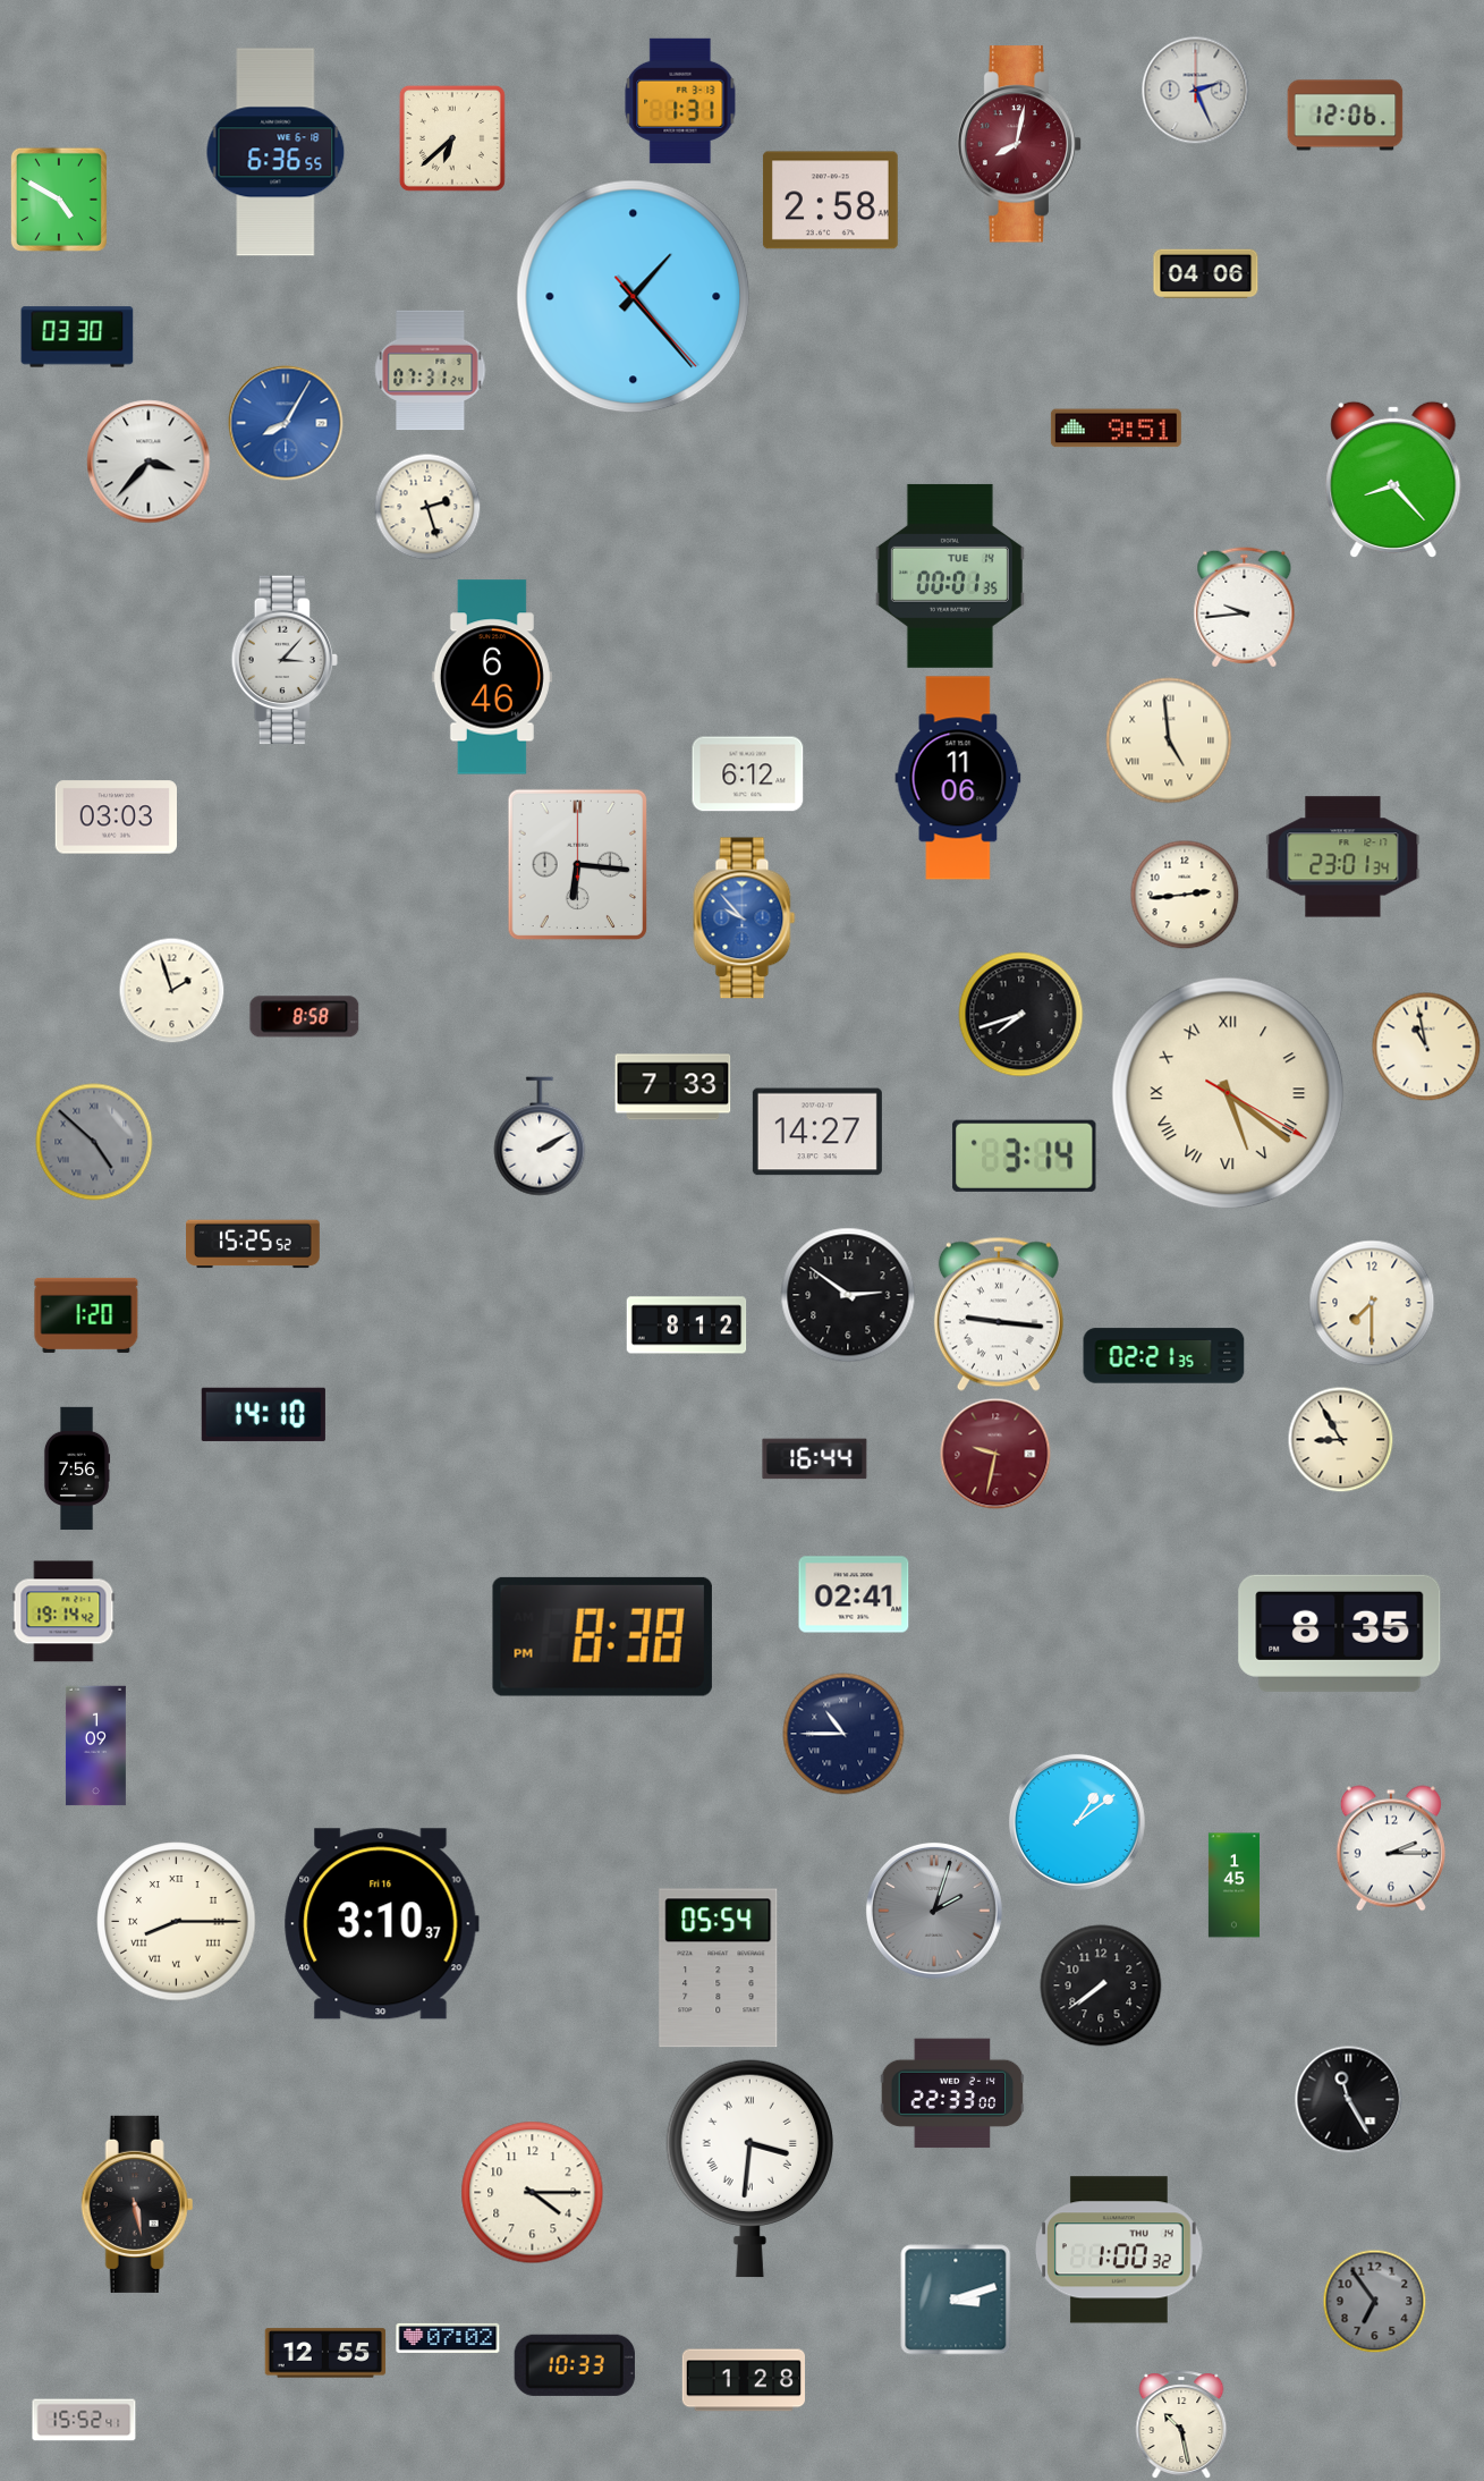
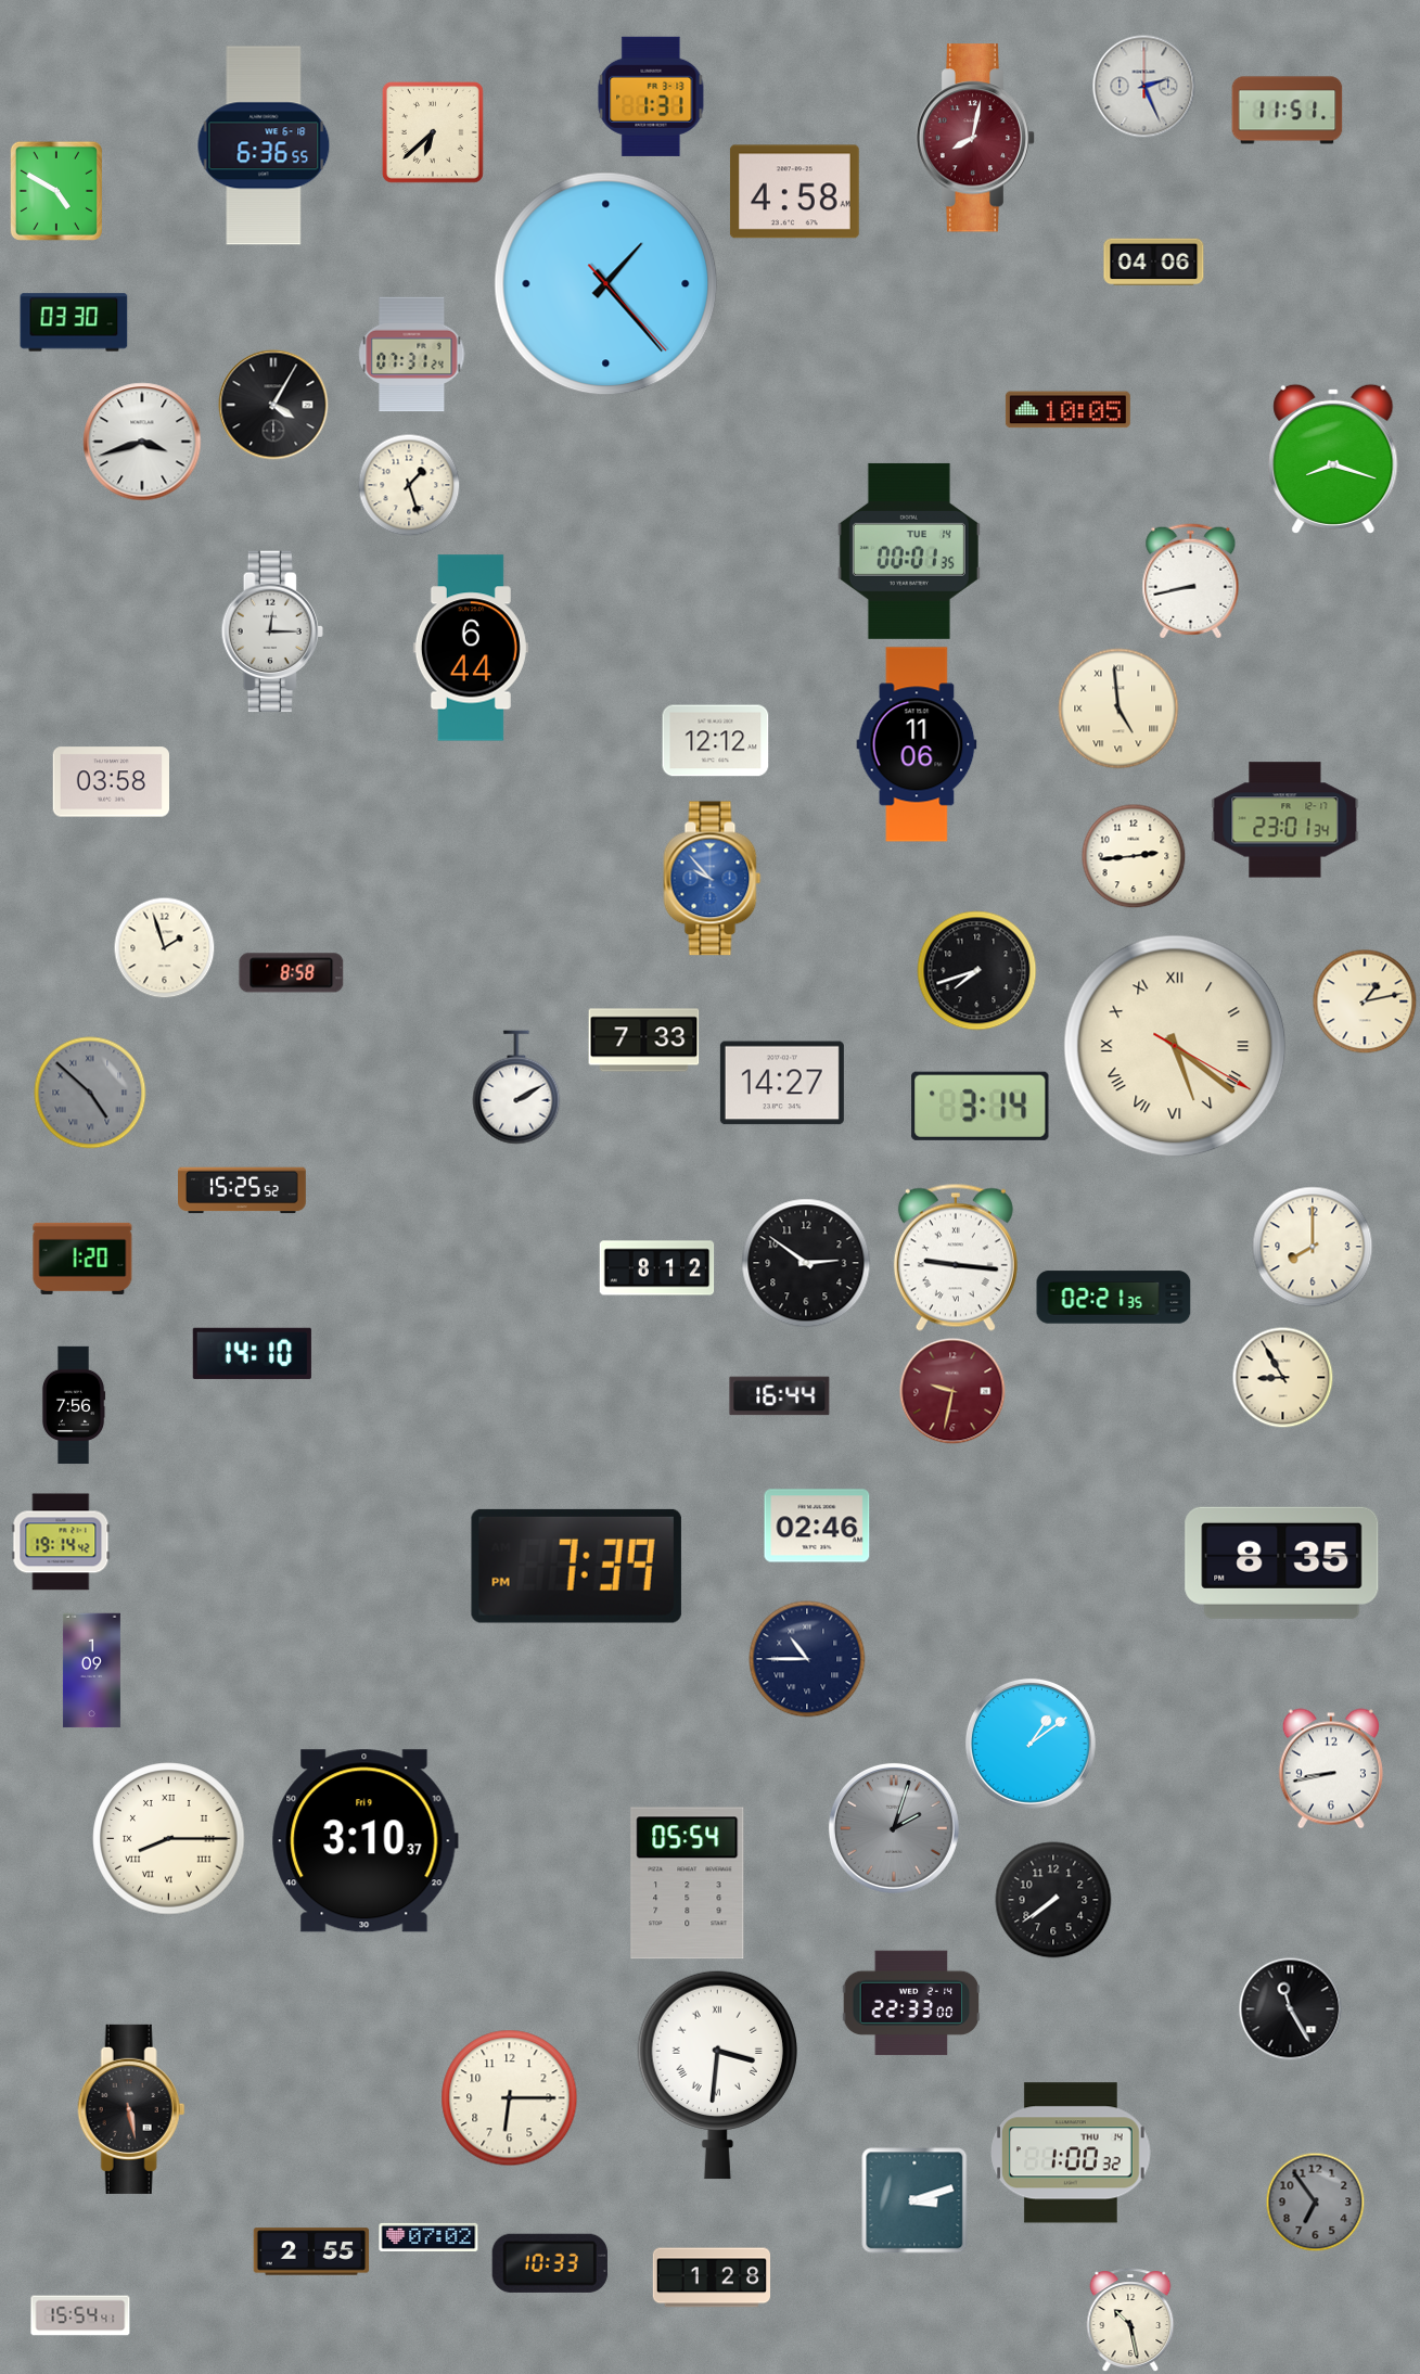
clock at (1346, 116): 12:06 -> 11:51
clock at (831, 201): 2:58 -> 4:58
clock at (286, 423): 8:05 -> 4:05
clock at (286, 423) dial: blue -> black
clock at (1116, 429): 9:51 -> 10:05
clock at (149, 462): 3:37 -> 3:42
clock at (1393, 480): 8:23 -> 8:18
clock at (427, 507): 2:27 -> 1:27
clock at (1245, 608): 9:44 -> 8:43
clock at (285, 660): 3:07 -> 12:15
clock at (492, 677): 6:46 -> 6:44
clock at (748, 774): 6:12 -> 12:12
clock at (116, 818): 03:03 -> 03:58
clock at (577, 865): 6:16 -> none
clock at (1426, 1047): 10:58 -> 1:13
clock at (848, 1295) position: (848, 1295) -> (806, 1263)
clock at (1372, 1303): 7:30 -> 8:00
clock at (854, 1594): 02:41 -> 02:46
clock at (602, 1636): 8:38 -> 7:39
clock at (1391, 1848): 2:15 -> 8:43
clock at (1233, 1886): 1:45 -> none
clock at (381, 1924) date: Fri 16 -> Fri 9
clock at (533, 2193): 4:15 -> 6:15
clock at (325, 2353): 12:55 -> 2:55
clock at (84, 2420): 15:52 -> 15:54
